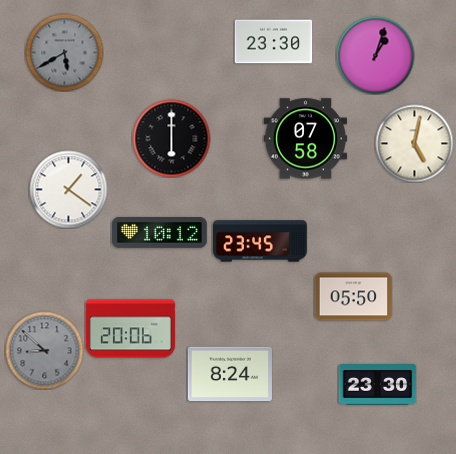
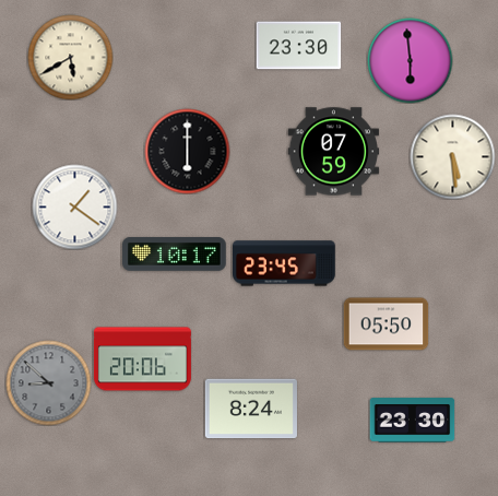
clock at (64, 52) dial: grey -> cream
clock at (375, 55): 1:03 -> 5:59
clock at (305, 139): 07:58 -> 07:59
clock at (414, 143): 5:02 -> 5:29
clock at (160, 233): 10:12 -> 10:17
